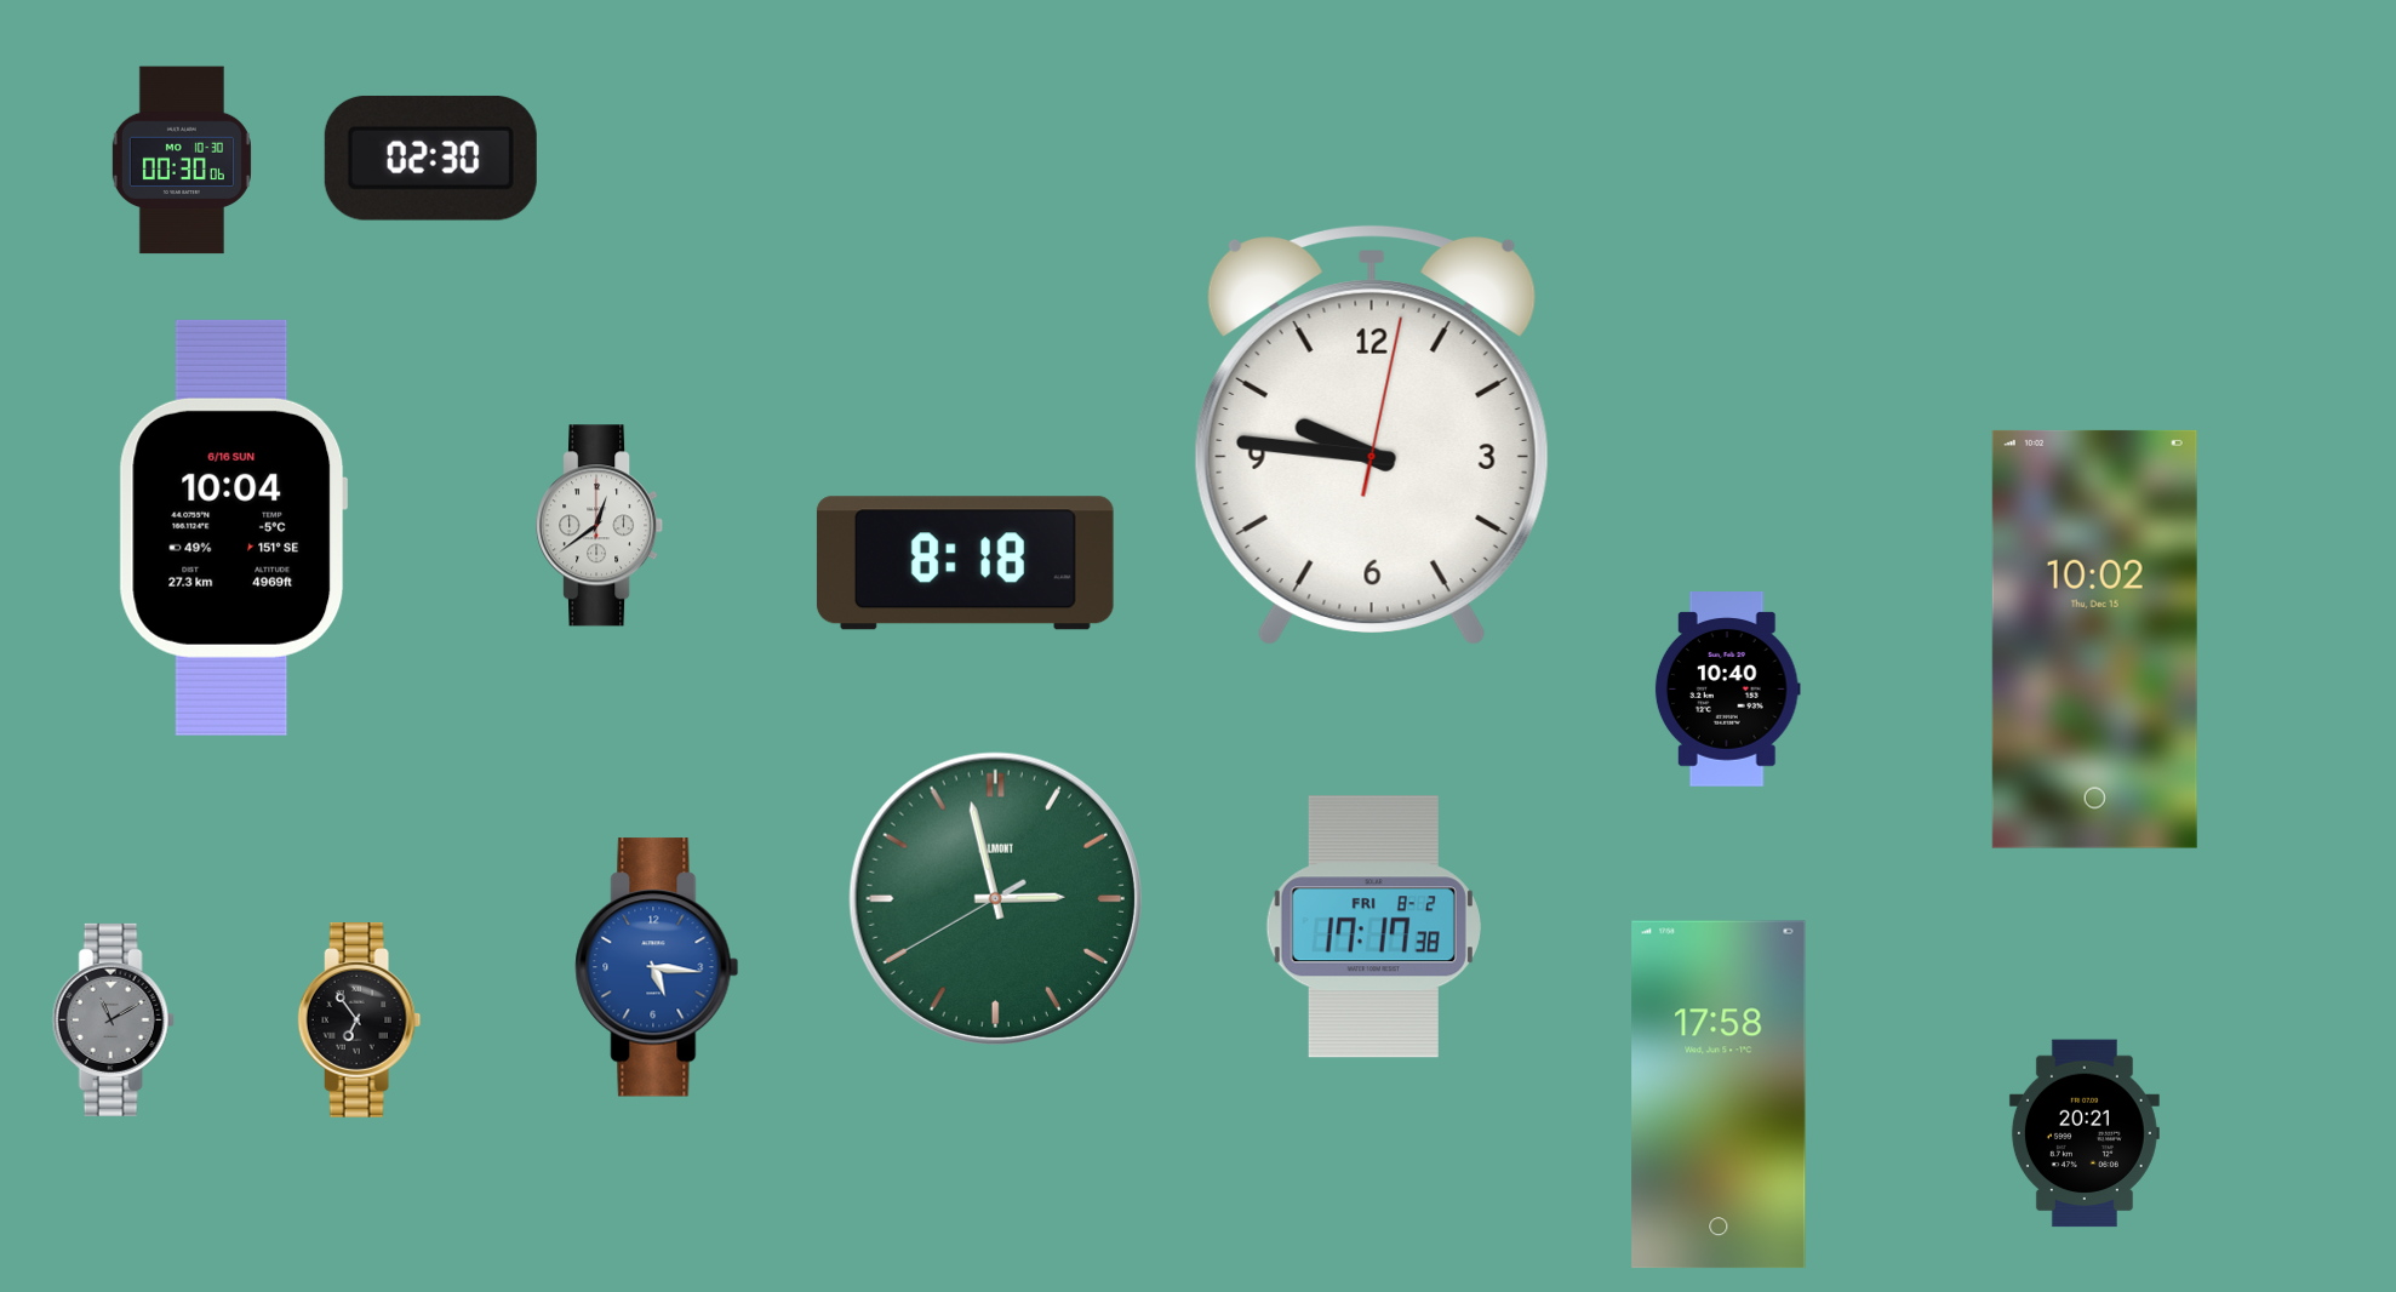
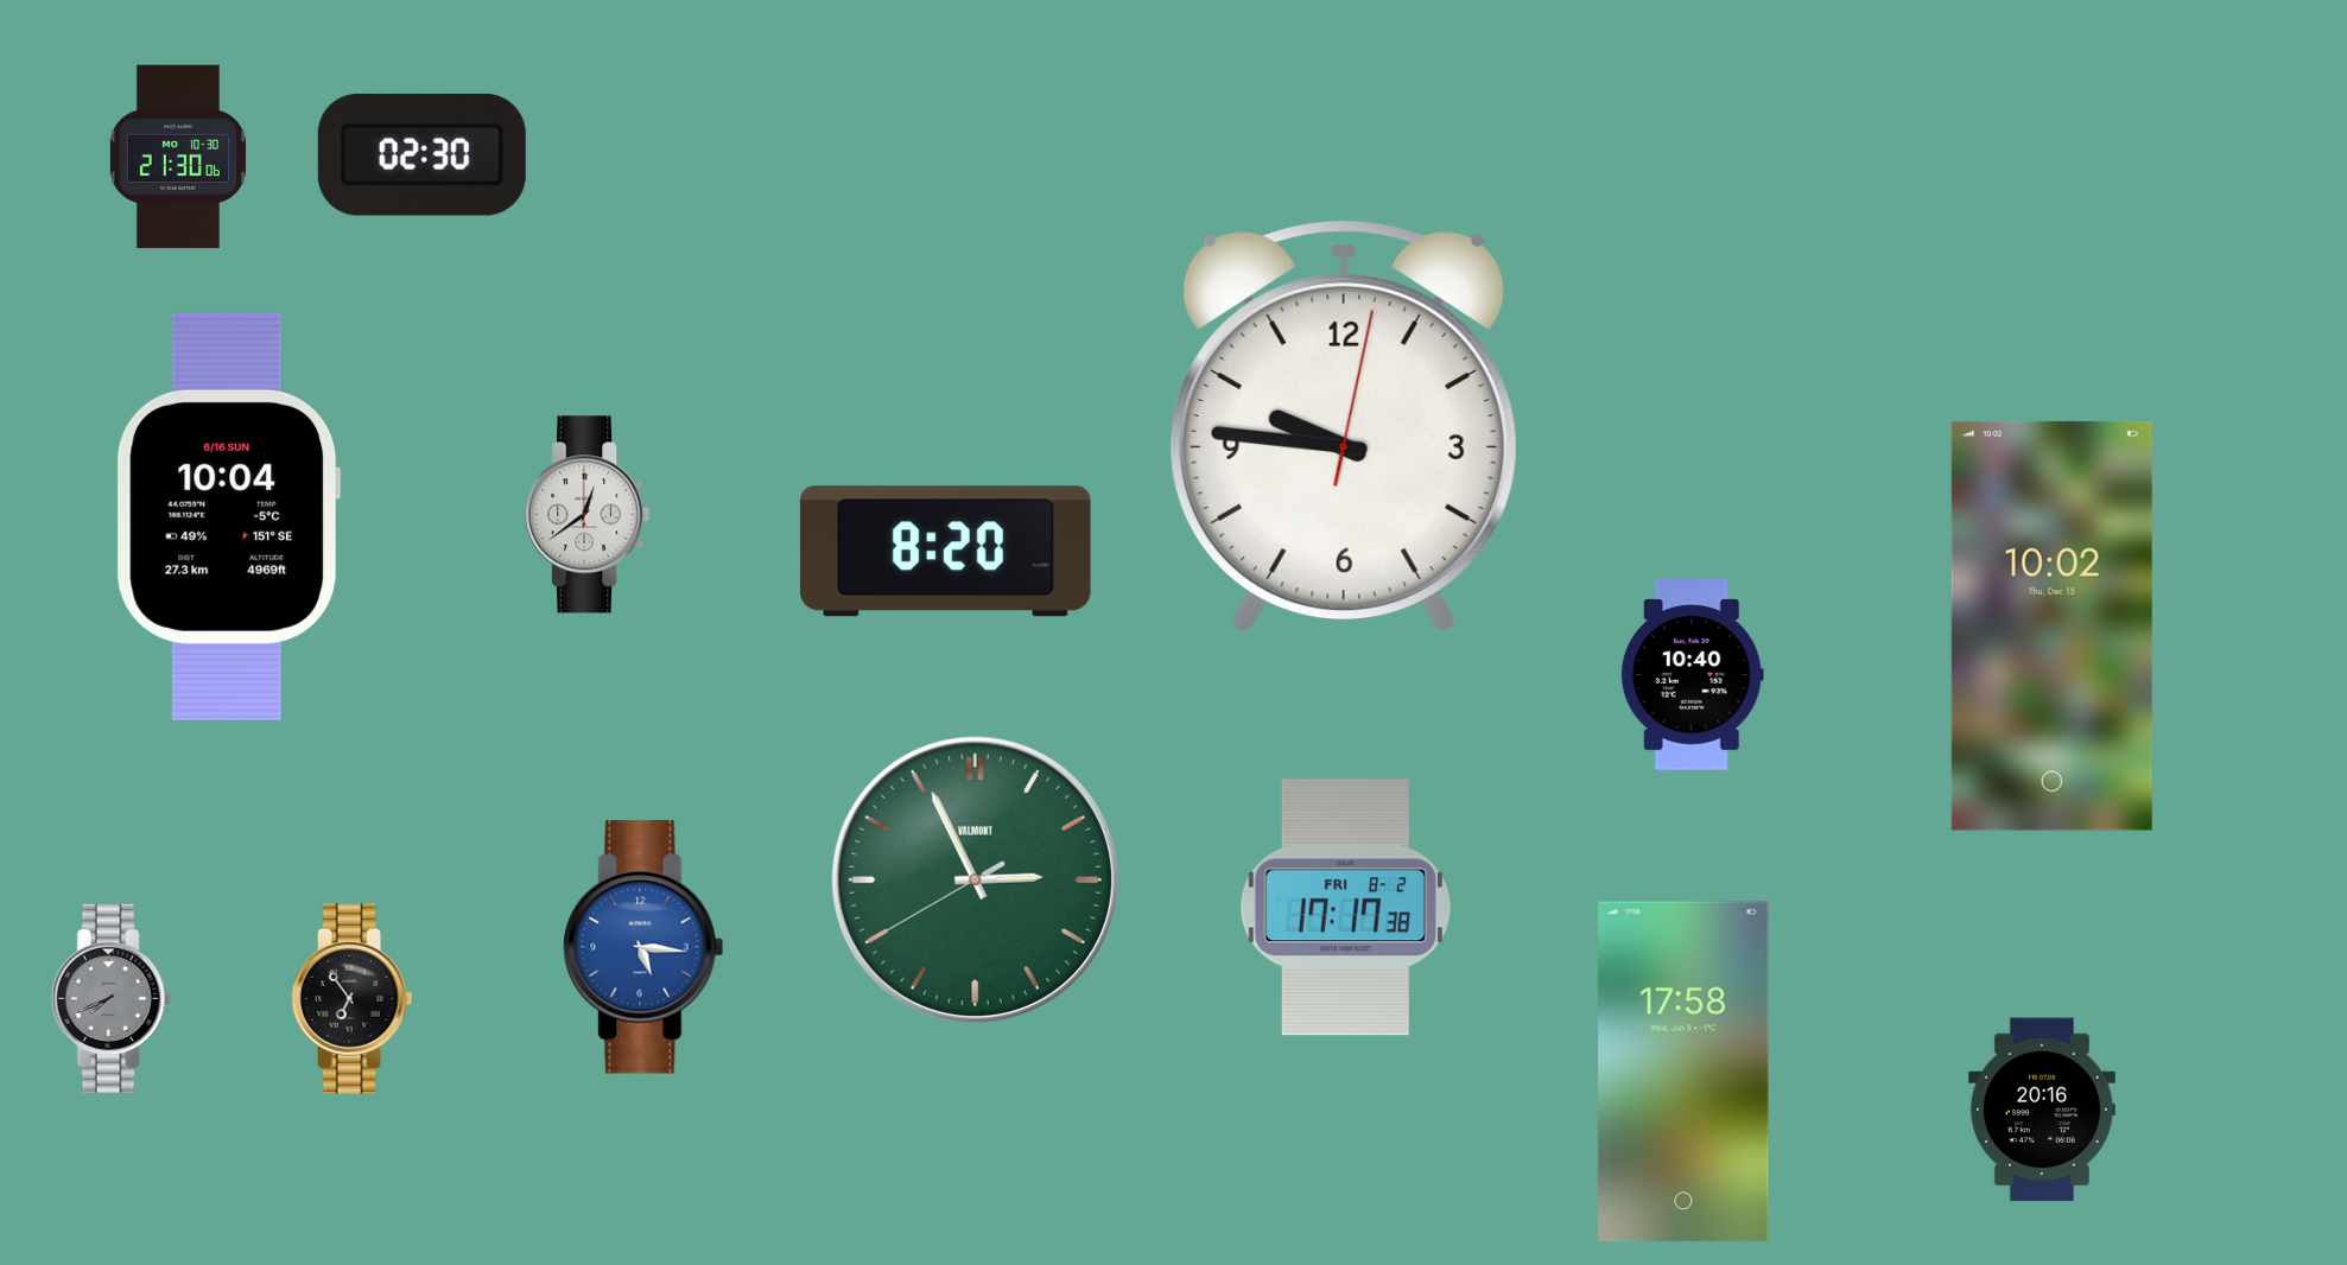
clock at (182, 160): 00:30 -> 21:30
clock at (965, 564): 8:18 -> 8:20
clock at (995, 898): 2:57 -> 2:55
clock at (113, 1019): 11:10 -> 7:41
clock at (2085, 1133): 20:21 -> 20:16
